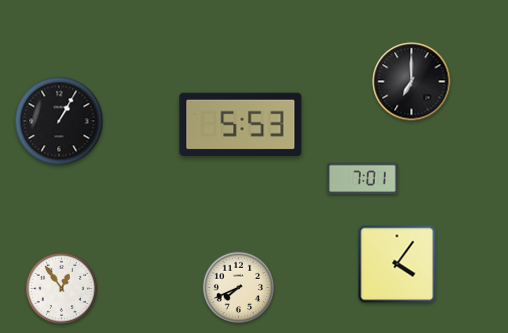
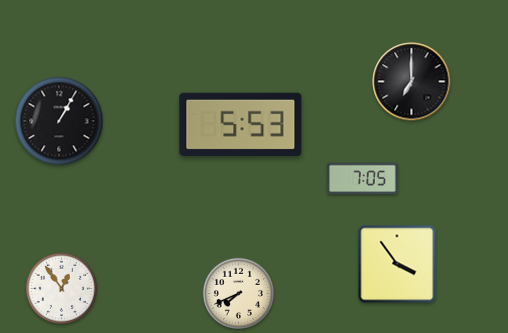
clock at (363, 179): 7:01 -> 7:05
clock at (397, 264): 4:06 -> 3:54
clock at (238, 287) position: (238, 287) -> (238, 293)
